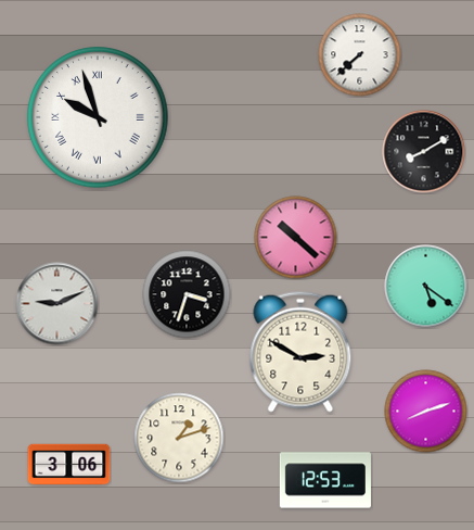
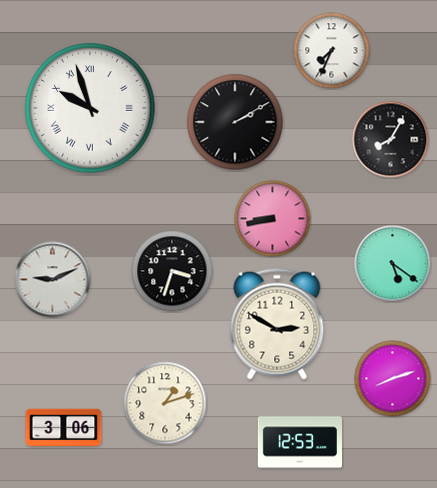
clock at (360, 55): 7:38 -> 7:34
clock at (235, 122): none -> 2:10
clock at (424, 152): 8:10 -> 8:05
clock at (296, 238): 10:22 -> 8:43
